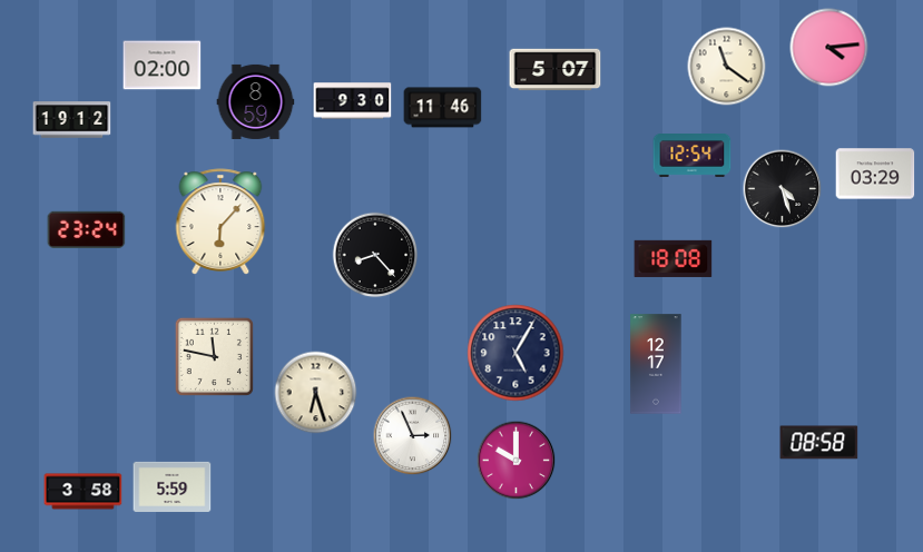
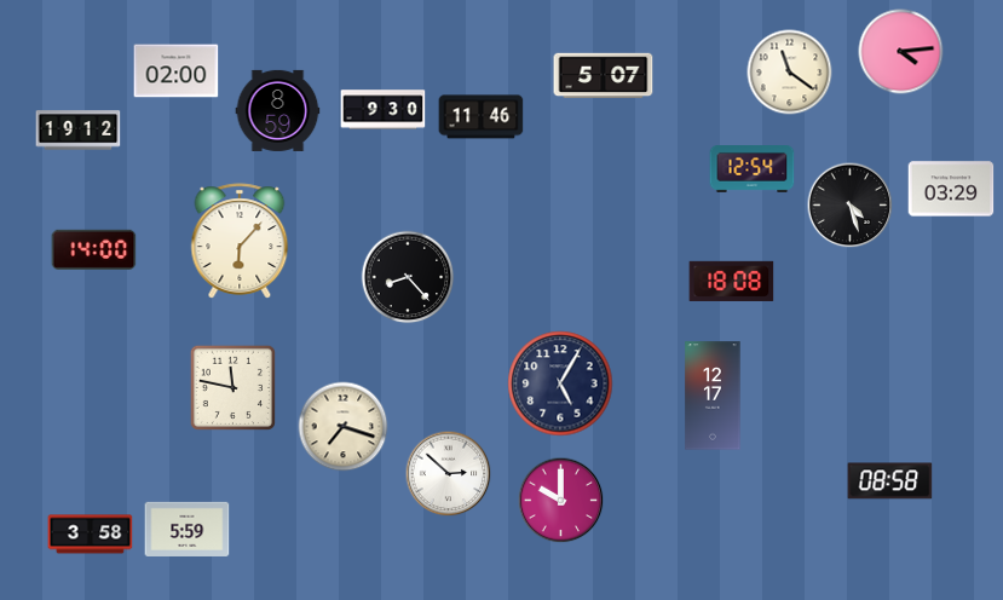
clock at (87, 229): 23:24 -> 14:00
clock at (316, 393): 6:27 -> 7:18
clock at (413, 436): 2:56 -> 2:52
